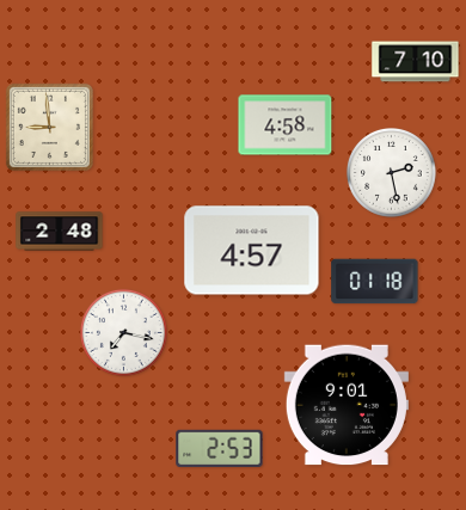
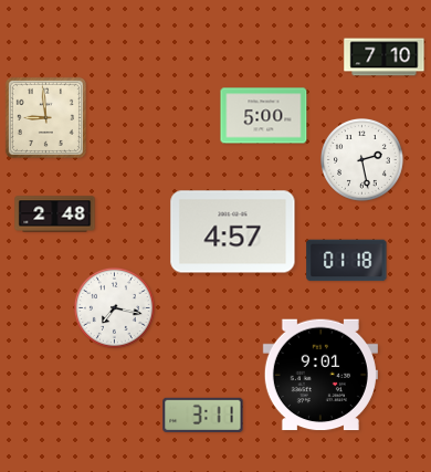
clock at (286, 125): 4:58 -> 5:00
clock at (220, 448): 2:53 -> 3:11
